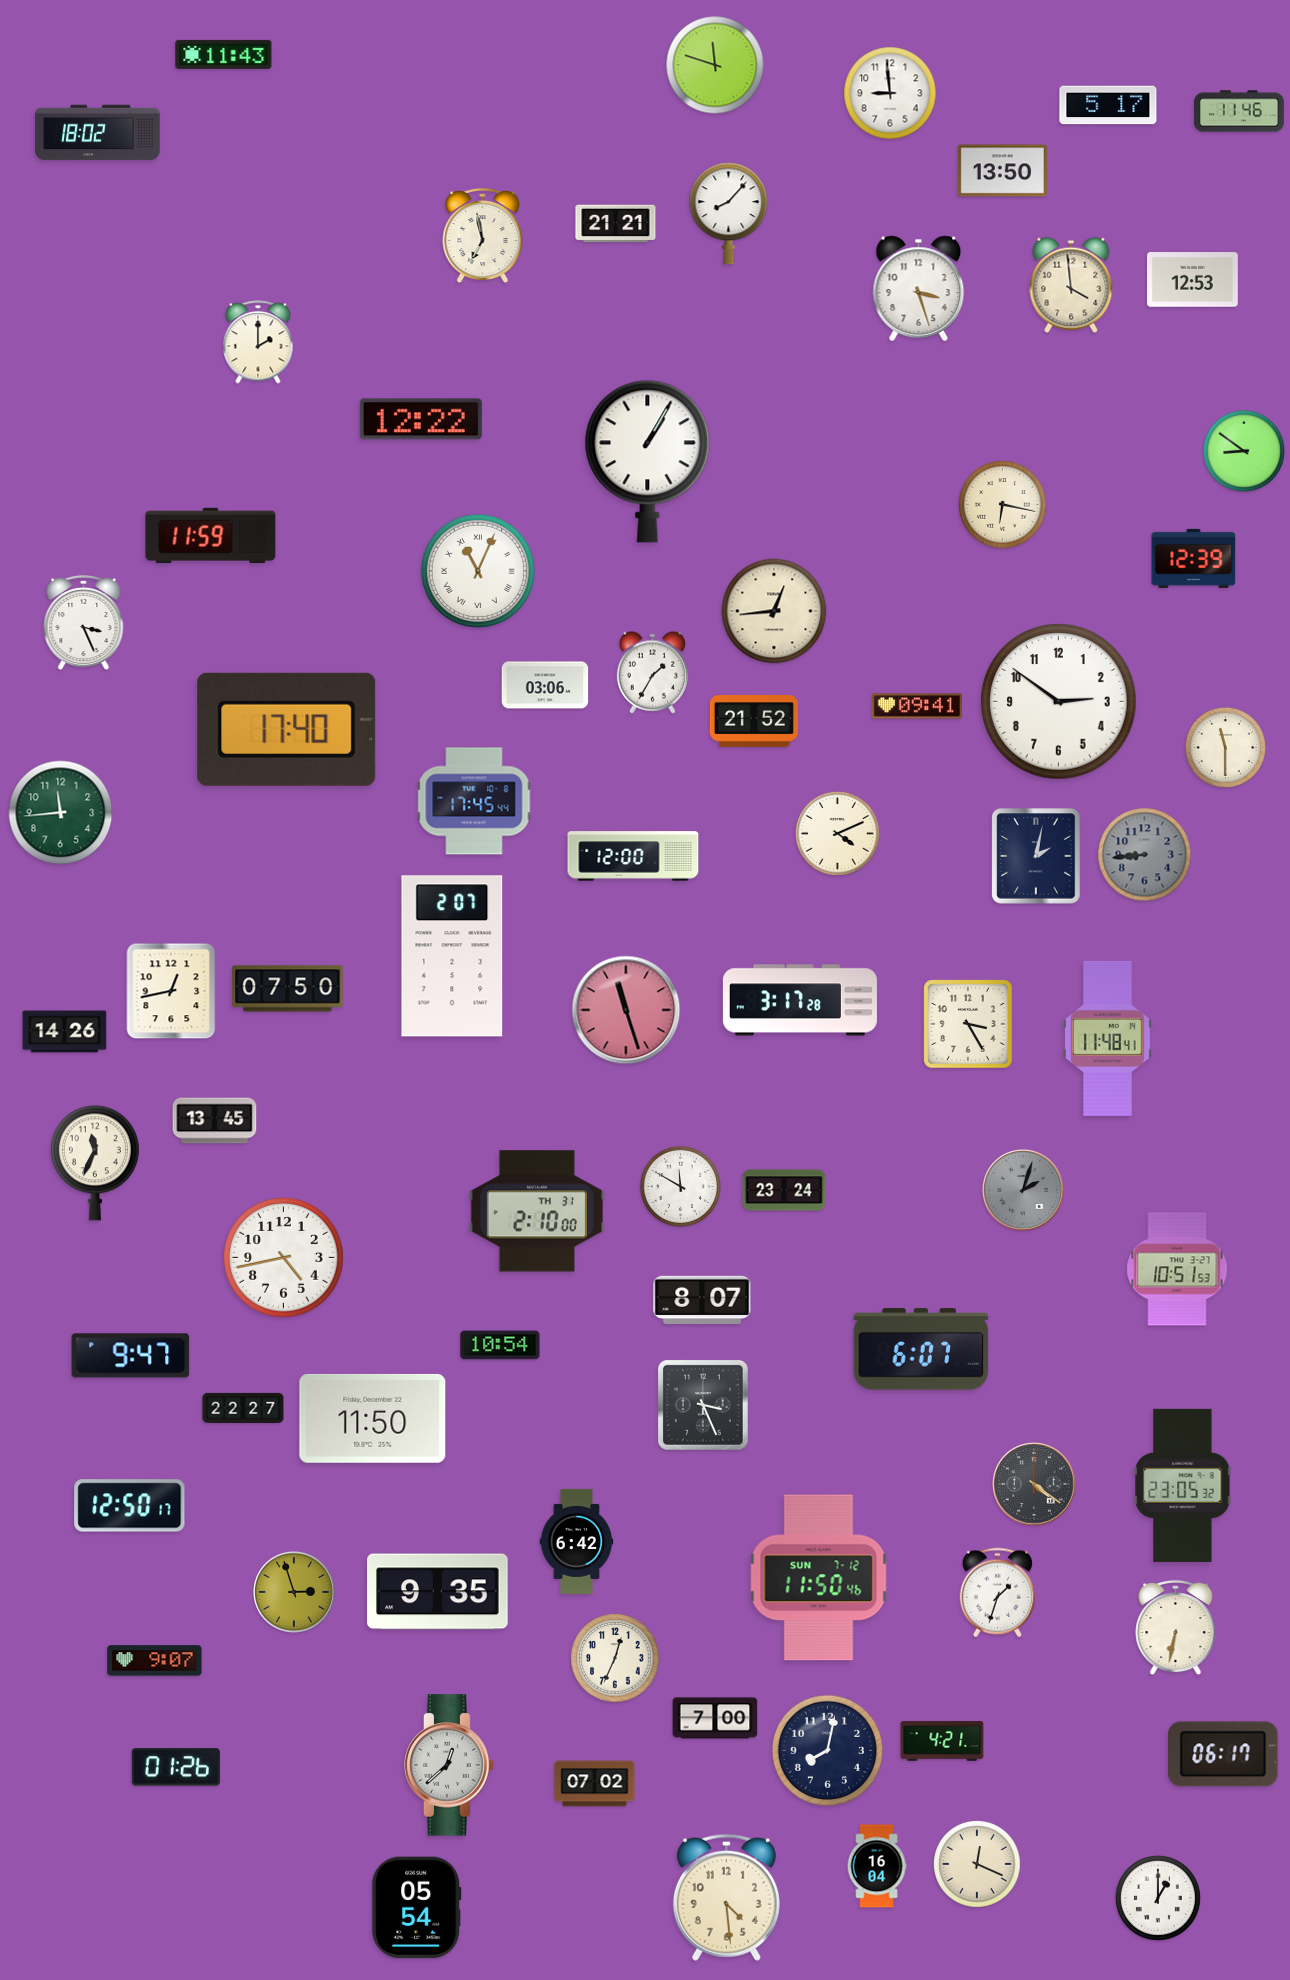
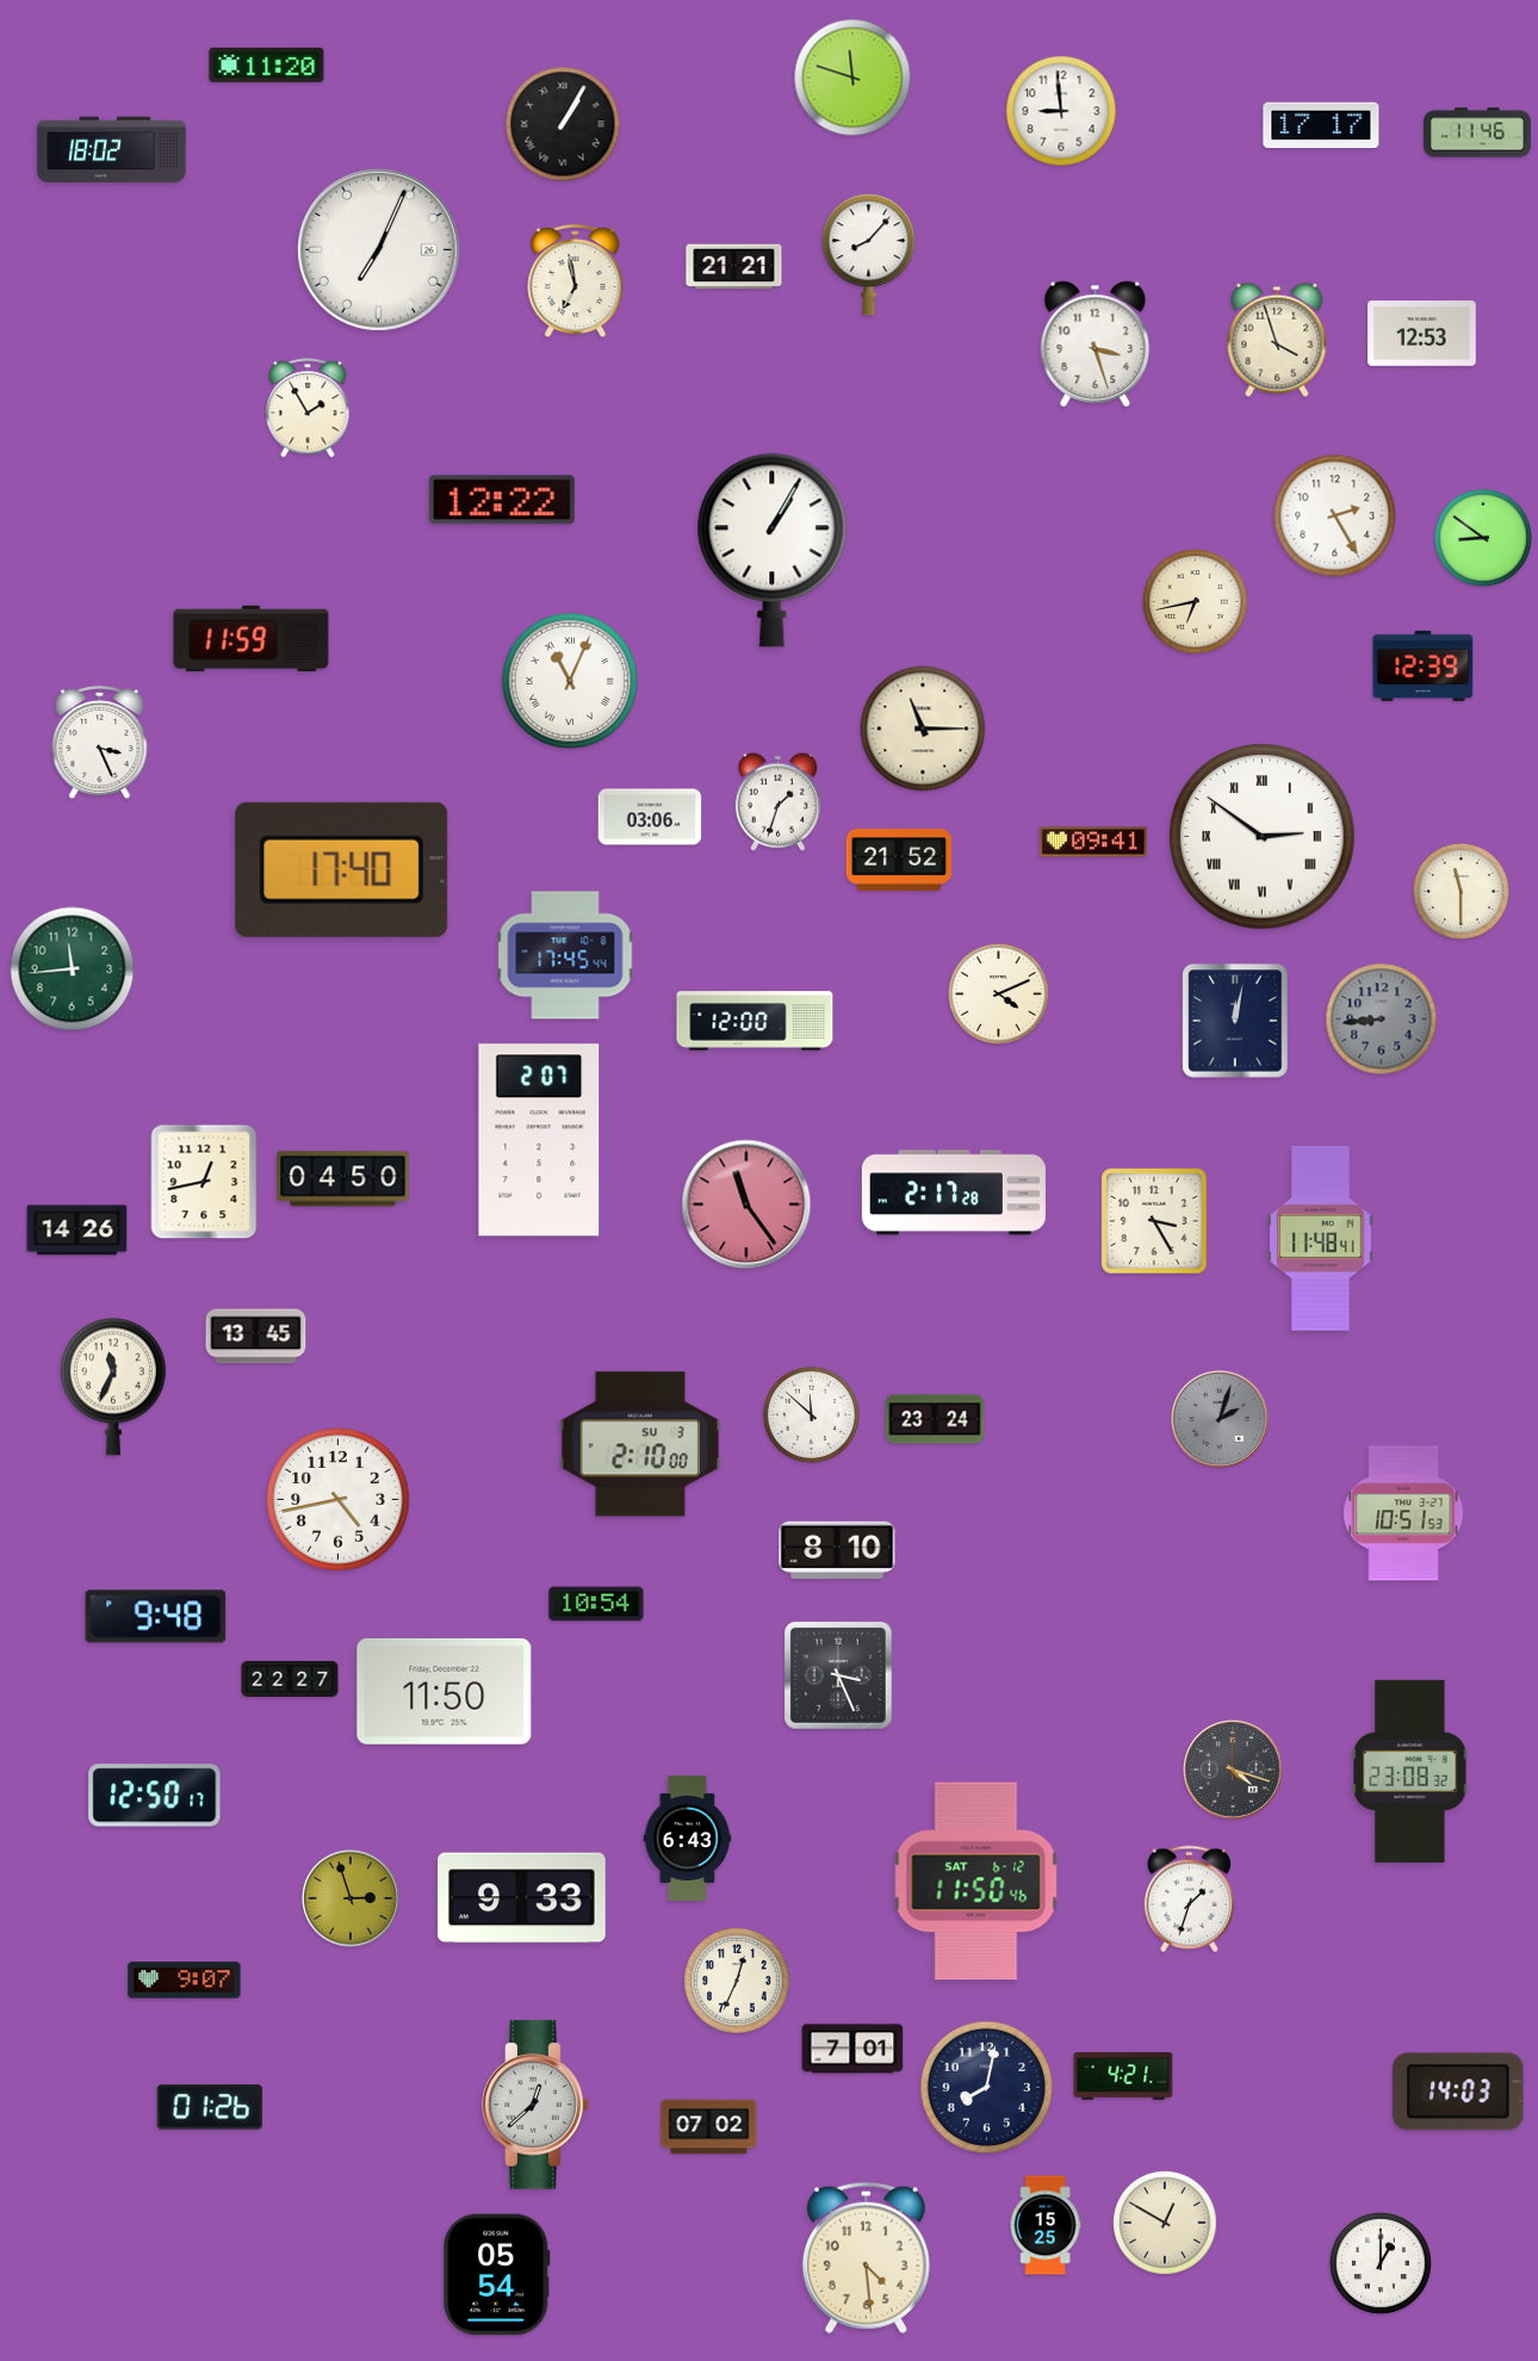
clock at (224, 54): 11:43 -> 11:20
clock at (563, 124): none -> 1:05
clock at (1108, 105): 5:17 -> 17:17
clock at (98, 133) position: (98, 133) -> (112, 150)
clock at (1002, 171): 13:50 -> none
clock at (378, 249): none -> 7:04
clock at (1071, 285): 3:59 -> 3:57
clock at (258, 342): 2:00 -> 1:55
clock at (1335, 516): none -> 2:25
clock at (1003, 505): 6:17 -> 6:43
clock at (774, 611): 12:44 -> 11:15
clock at (652, 672): 1:35 -> 1:33
clock at (1059, 702) numerals: Arabic -> Roman
clock at (1145, 855) position: (1145, 855) -> (1382, 1020)
clock at (1036, 856): 2:02 -> 12:02
clock at (288, 989): 07:50 -> 04:50
clock at (800, 1000): 3:17 -> 2:17
clock at (626, 1010): 11:27 -> 11:24
clock at (680, 1186): 11:50 -> 11:52
clock at (537, 1211) date: TH 31 -> SU 3
clock at (702, 1299): 8:07 -> 8:10
clock at (921, 1349): 6:07 -> none
clock at (131, 1356): 9:47 -> 9:48
clock at (1035, 1485): 4:21 -> 4:18
clock at (1183, 1485): 23:05 -> 23:08
clock at (577, 1541): 6:42 -> 6:43
clock at (819, 1578) date: SUN 7-12 -> SAT 6-12
clock at (438, 1592): 9:35 -> 9:33
clock at (1176, 1628): 6:32 -> none
clock at (615, 1658) position: (615, 1658) -> (737, 1981)
clock at (715, 1718): 7:00 -> 7:01
clock at (1223, 1754): 06:17 -> 14:03
clock at (977, 1864): 12:19 -> 12:50
clock at (877, 1866): 16:04 -> 15:25
clock at (726, 1897) position: (726, 1897) -> (866, 2257)
